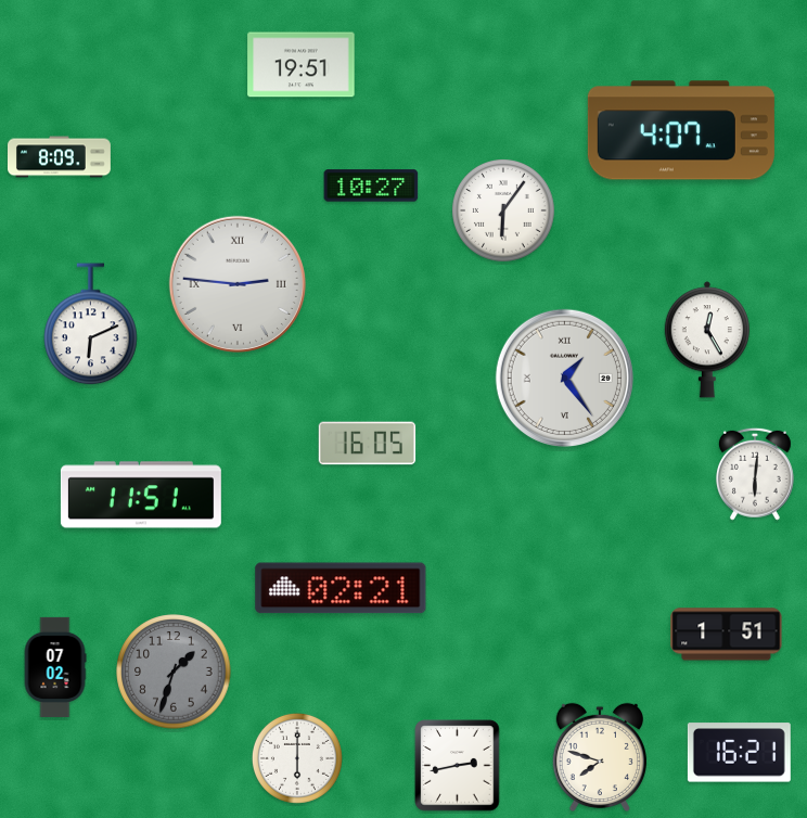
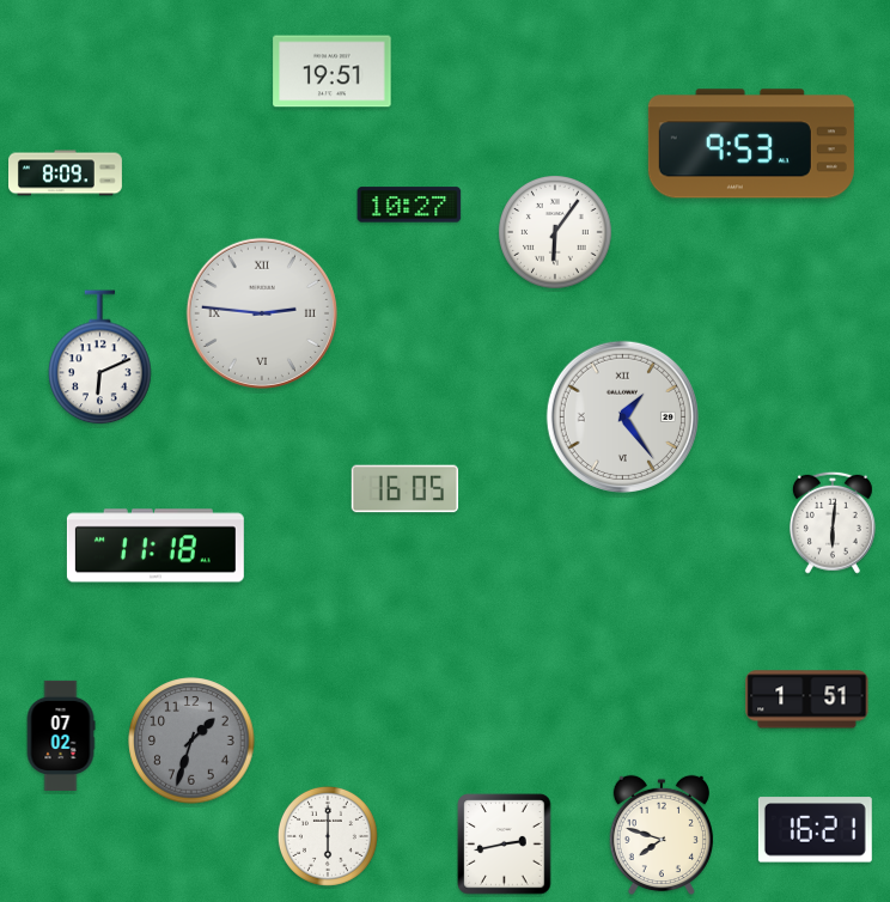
clock at (681, 130): 4:07 -> 9:53
clock at (707, 340): 12:25 -> none
clock at (141, 495): 11:51 -> 11:18
clock at (341, 588): 02:21 -> none
clock at (727, 635) position: (727, 635) -> (807, 700)
